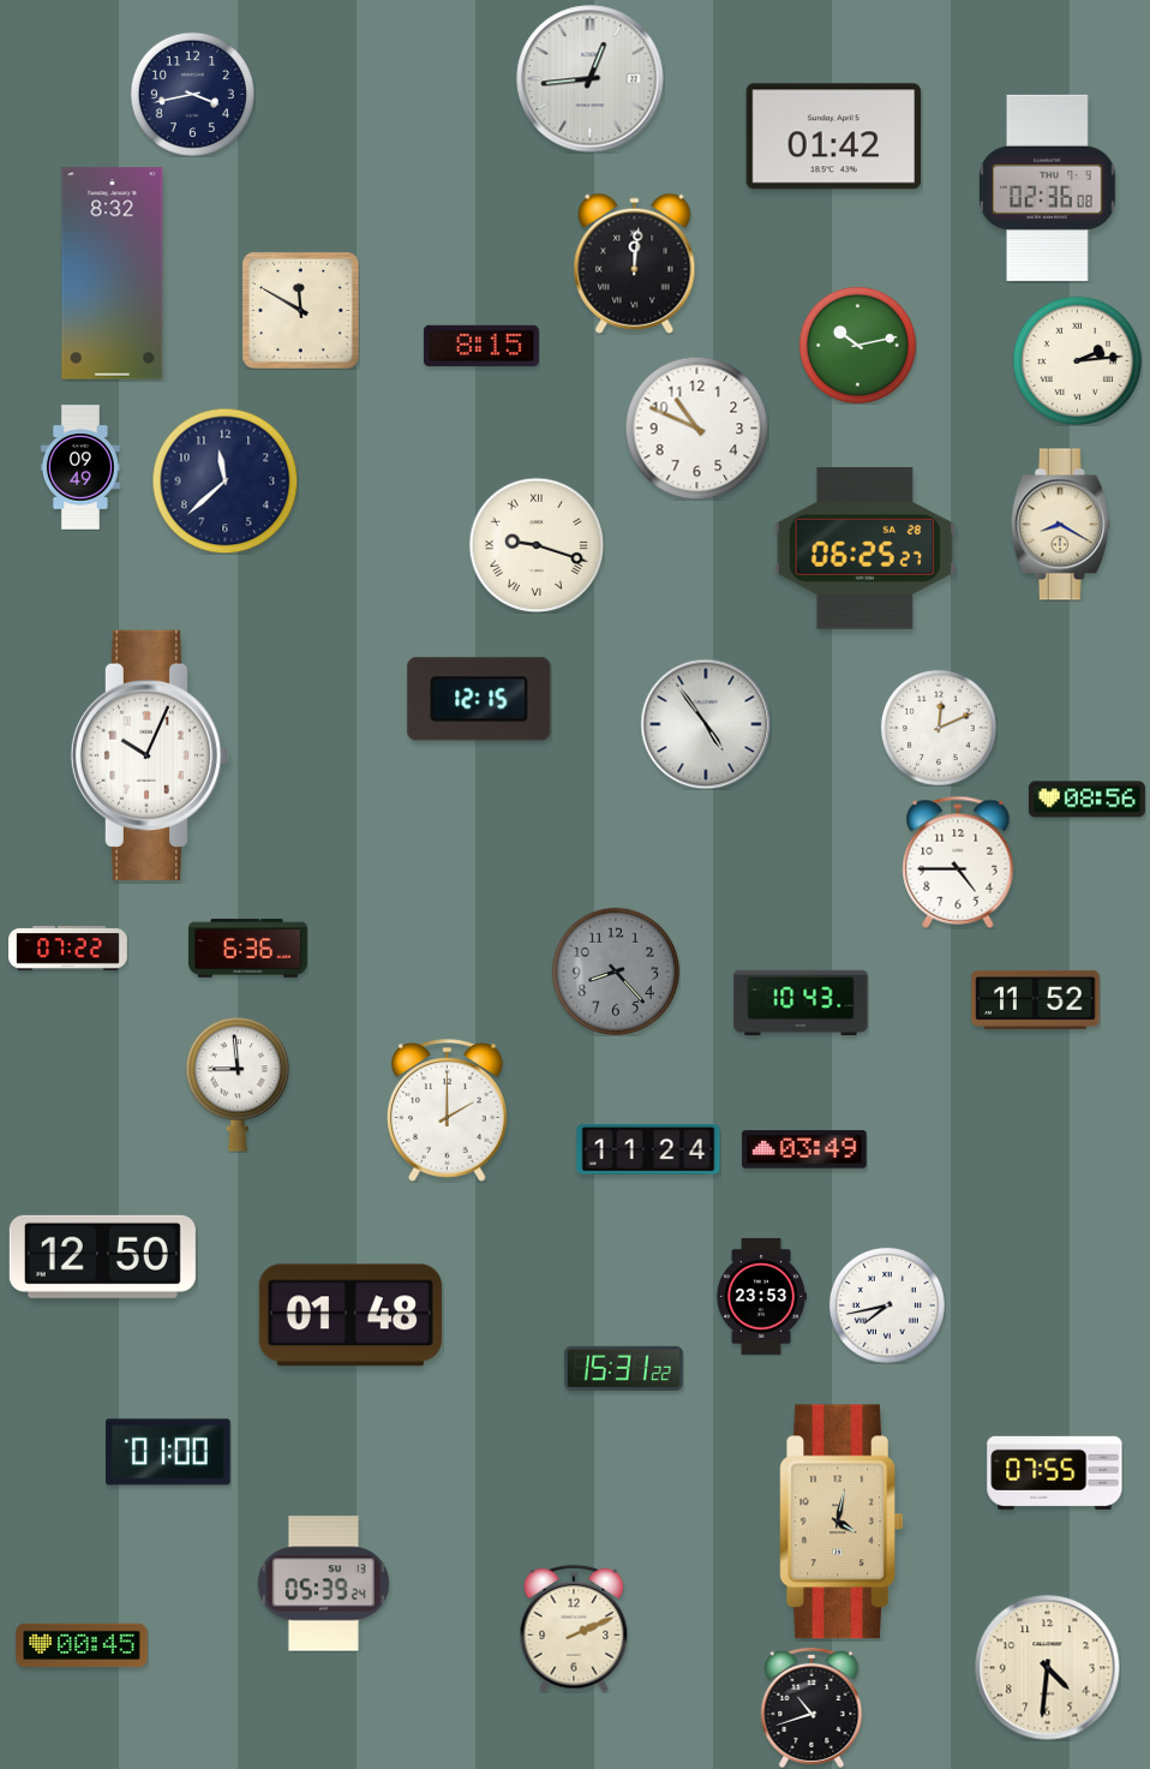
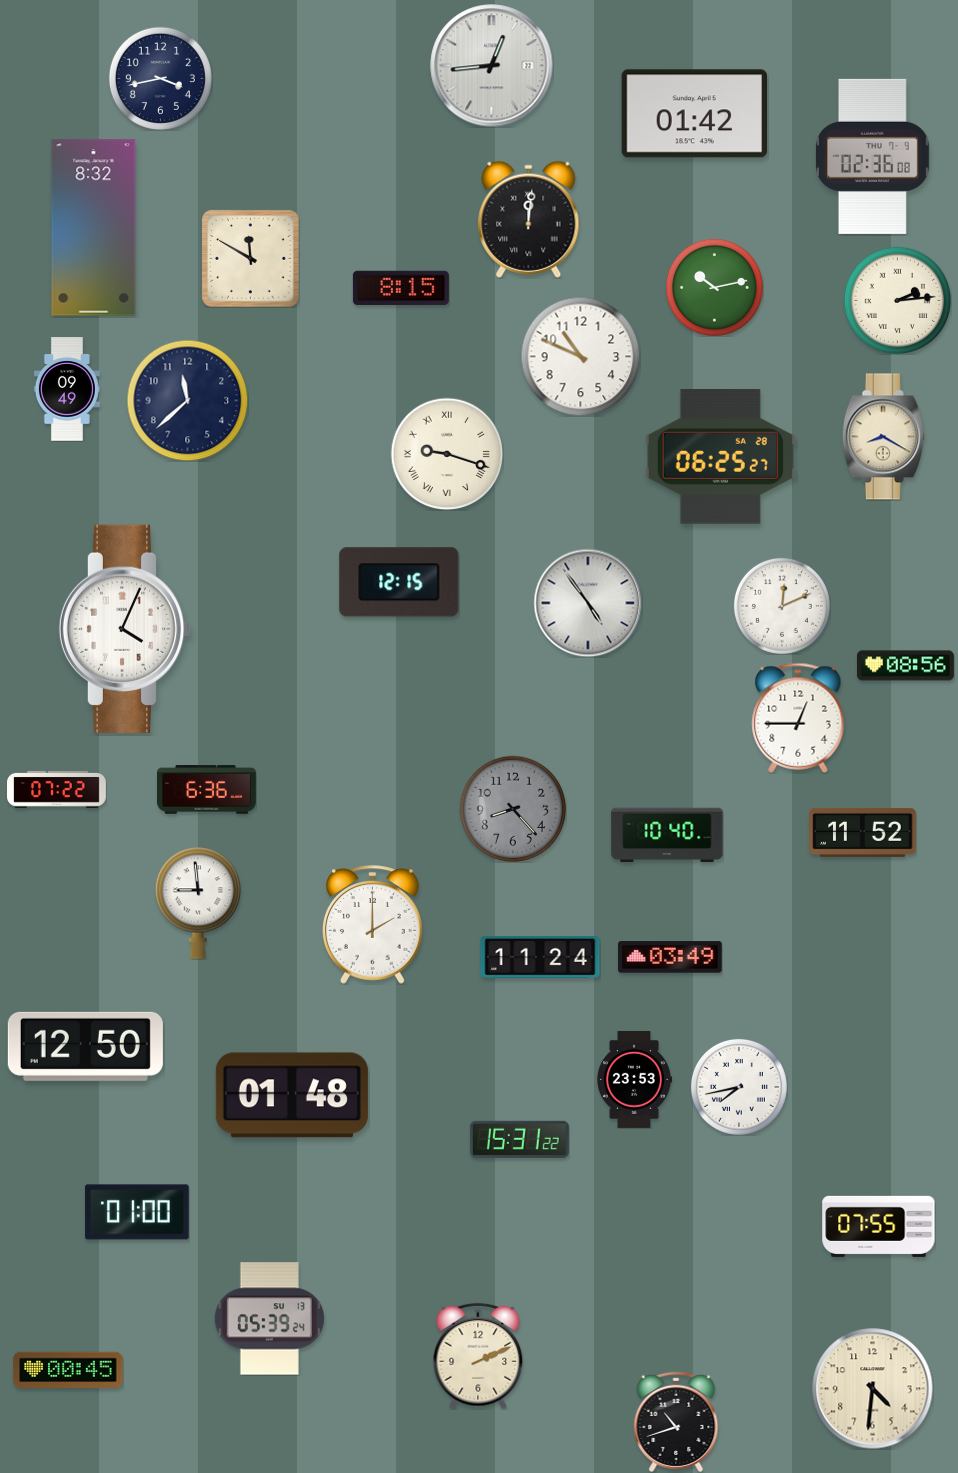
clock at (150, 755): 10:04 -> 4:04
clock at (958, 862): 4:45 -> 12:45
clock at (801, 1003): 10:43 -> 10:40
clock at (168, 1452) position: (168, 1452) -> (137, 1212)
clock at (840, 1522): 4:02 -> none
